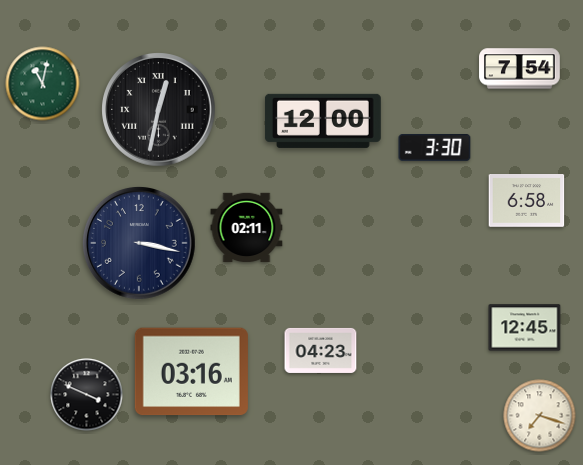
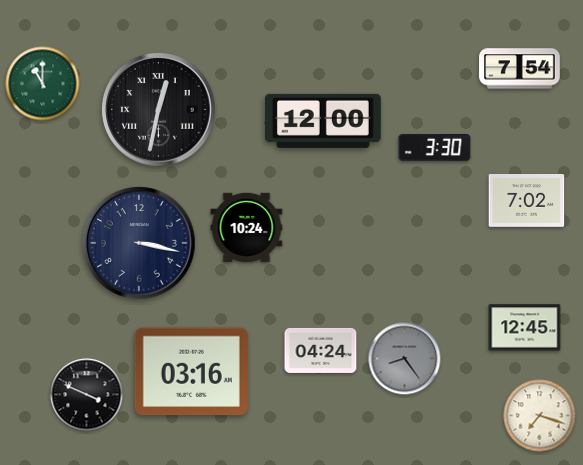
clock at (43, 84): 11:02 -> 11:00
clock at (527, 201): 6:58 -> 7:02
clock at (247, 228): 02:11 -> 10:24
clock at (321, 350): 04:23 -> 04:24
clock at (405, 359): none -> 8:24
